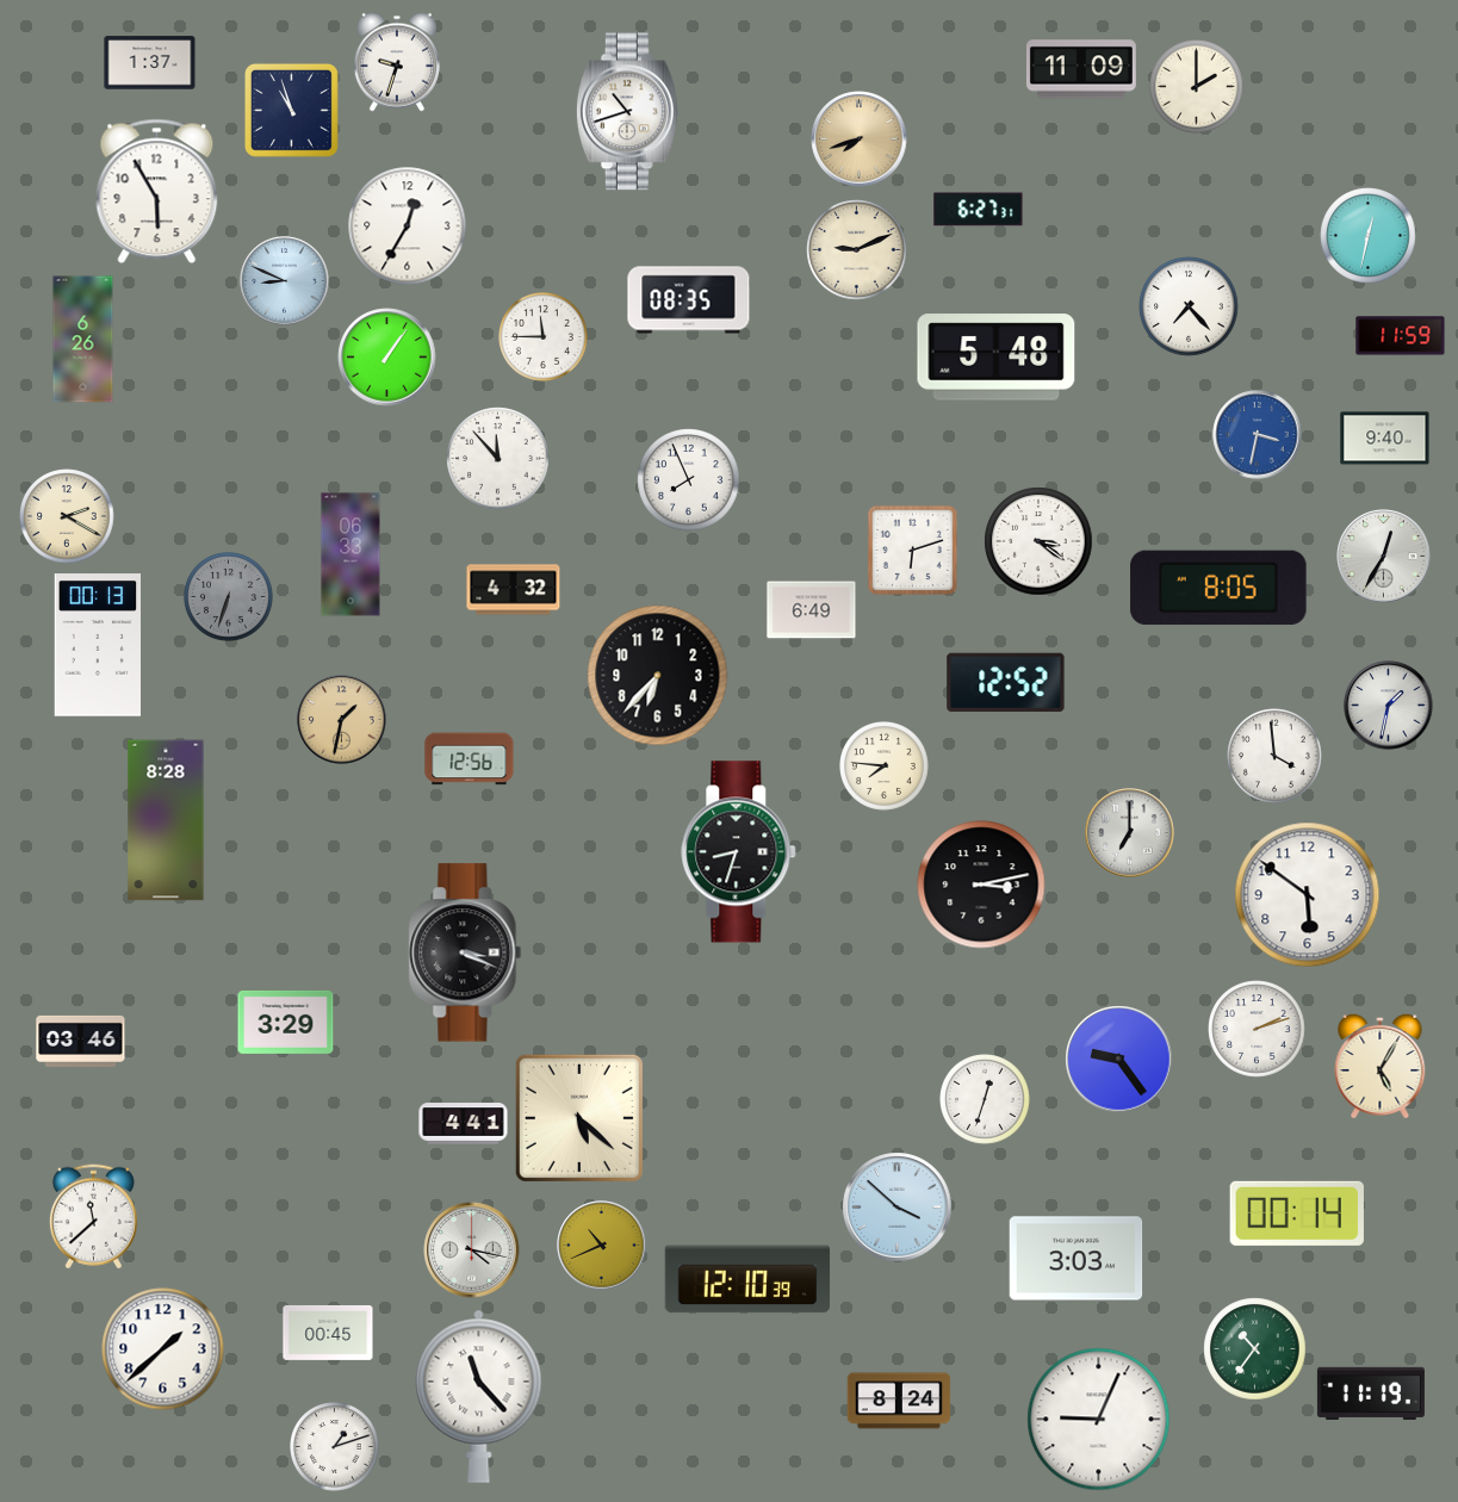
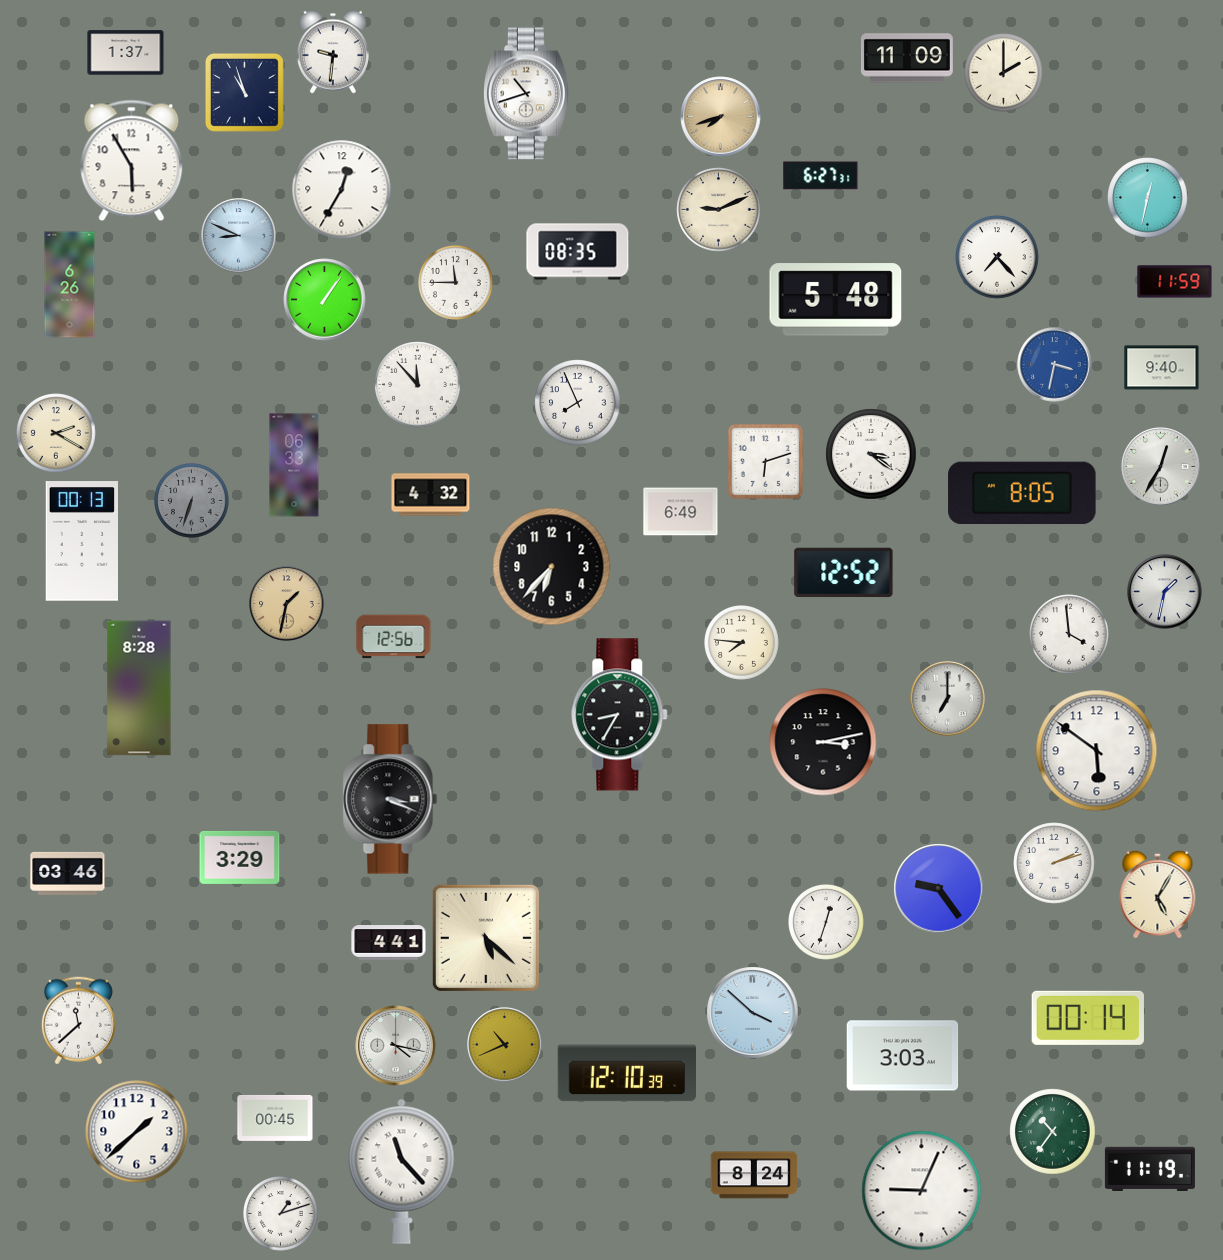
clock at (397, 62): 9:33 -> 9:31
clock at (739, 852): 8:33 -> 8:35
clock at (472, 1250) position: (472, 1250) -> (396, 1046)
